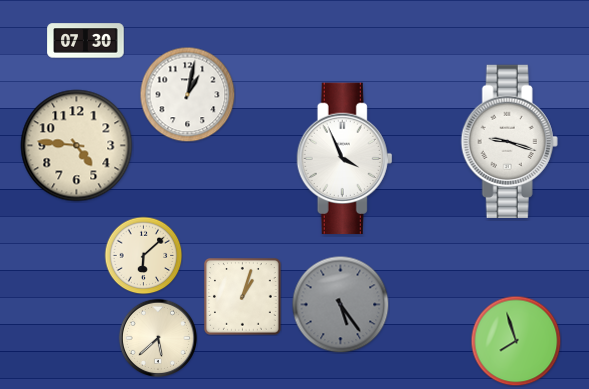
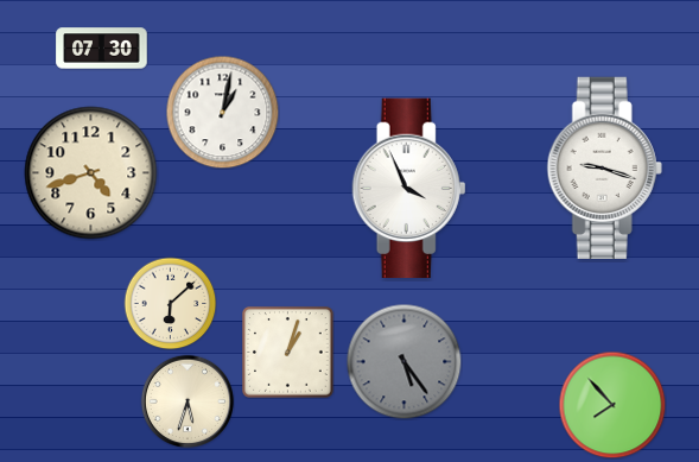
clock at (77, 146): 4:46 -> 4:42
clock at (157, 337): 5:38 -> 5:33
clock at (516, 341): 7:57 -> 7:53
